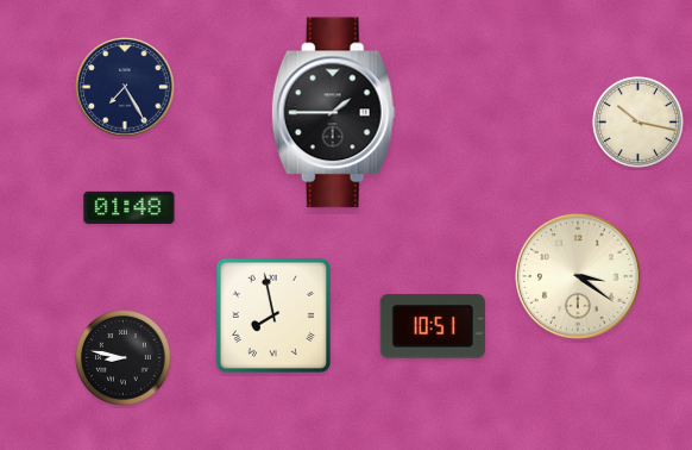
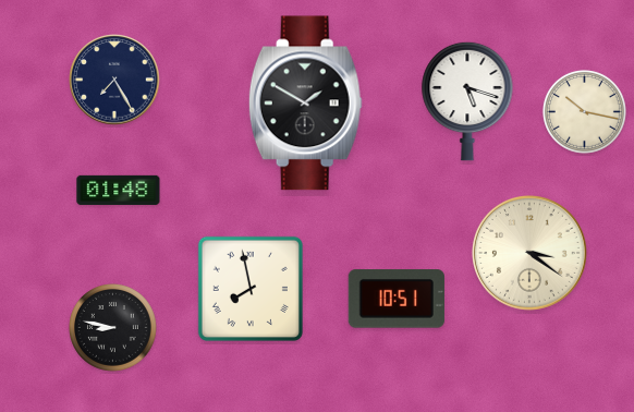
clock at (467, 101): none -> 5:18
clock at (333, 113): 1:45 -> 1:50
